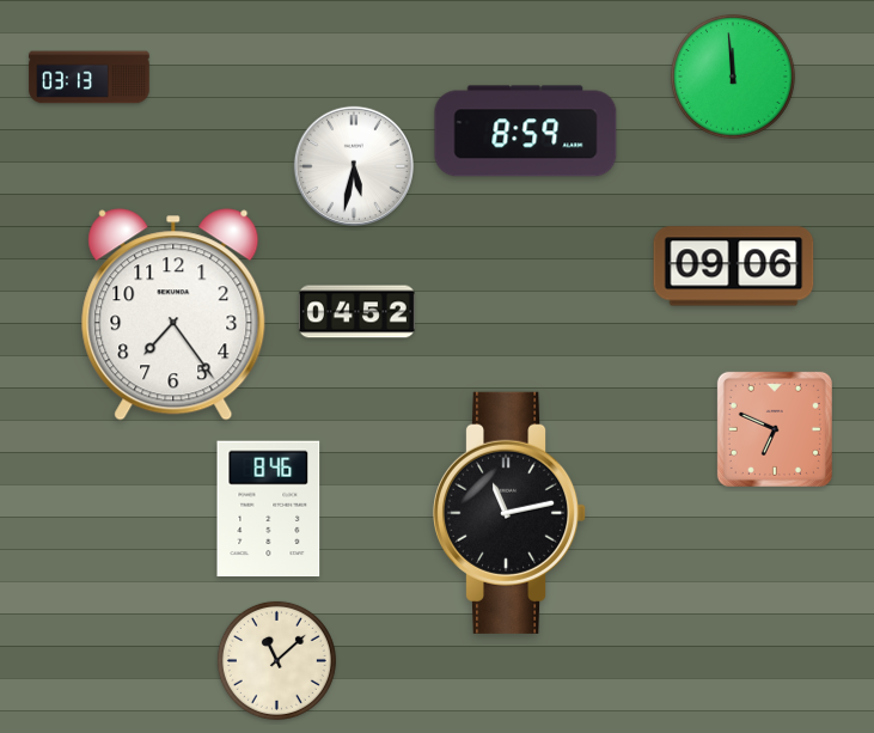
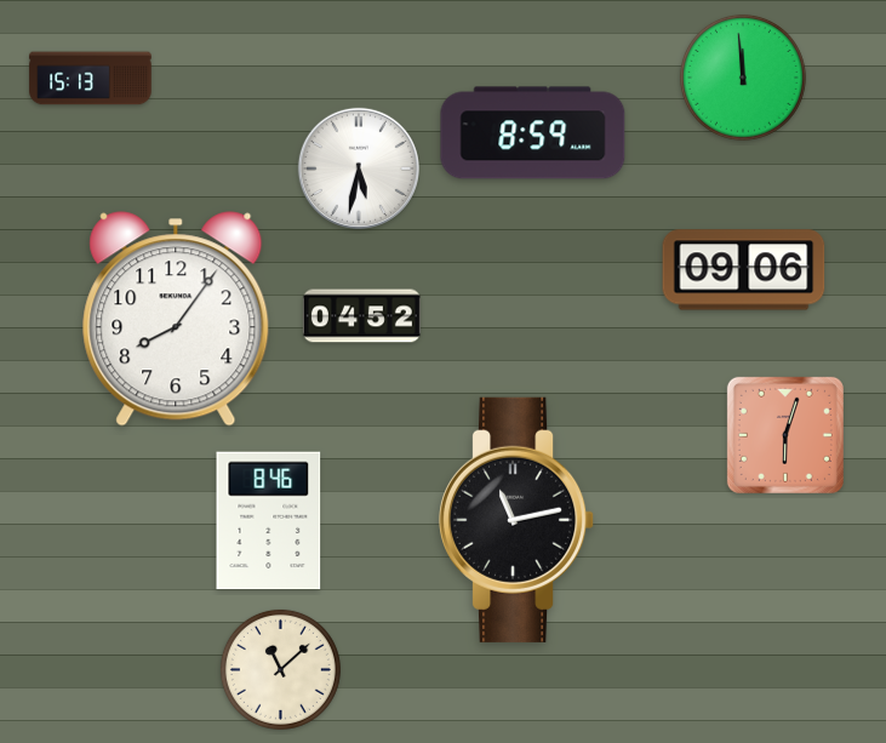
clock at (90, 78): 03:13 -> 15:13
clock at (173, 314): 7:24 -> 8:06
clock at (775, 429): 6:49 -> 6:03
clock at (269, 509) position: (269, 509) -> (269, 521)
